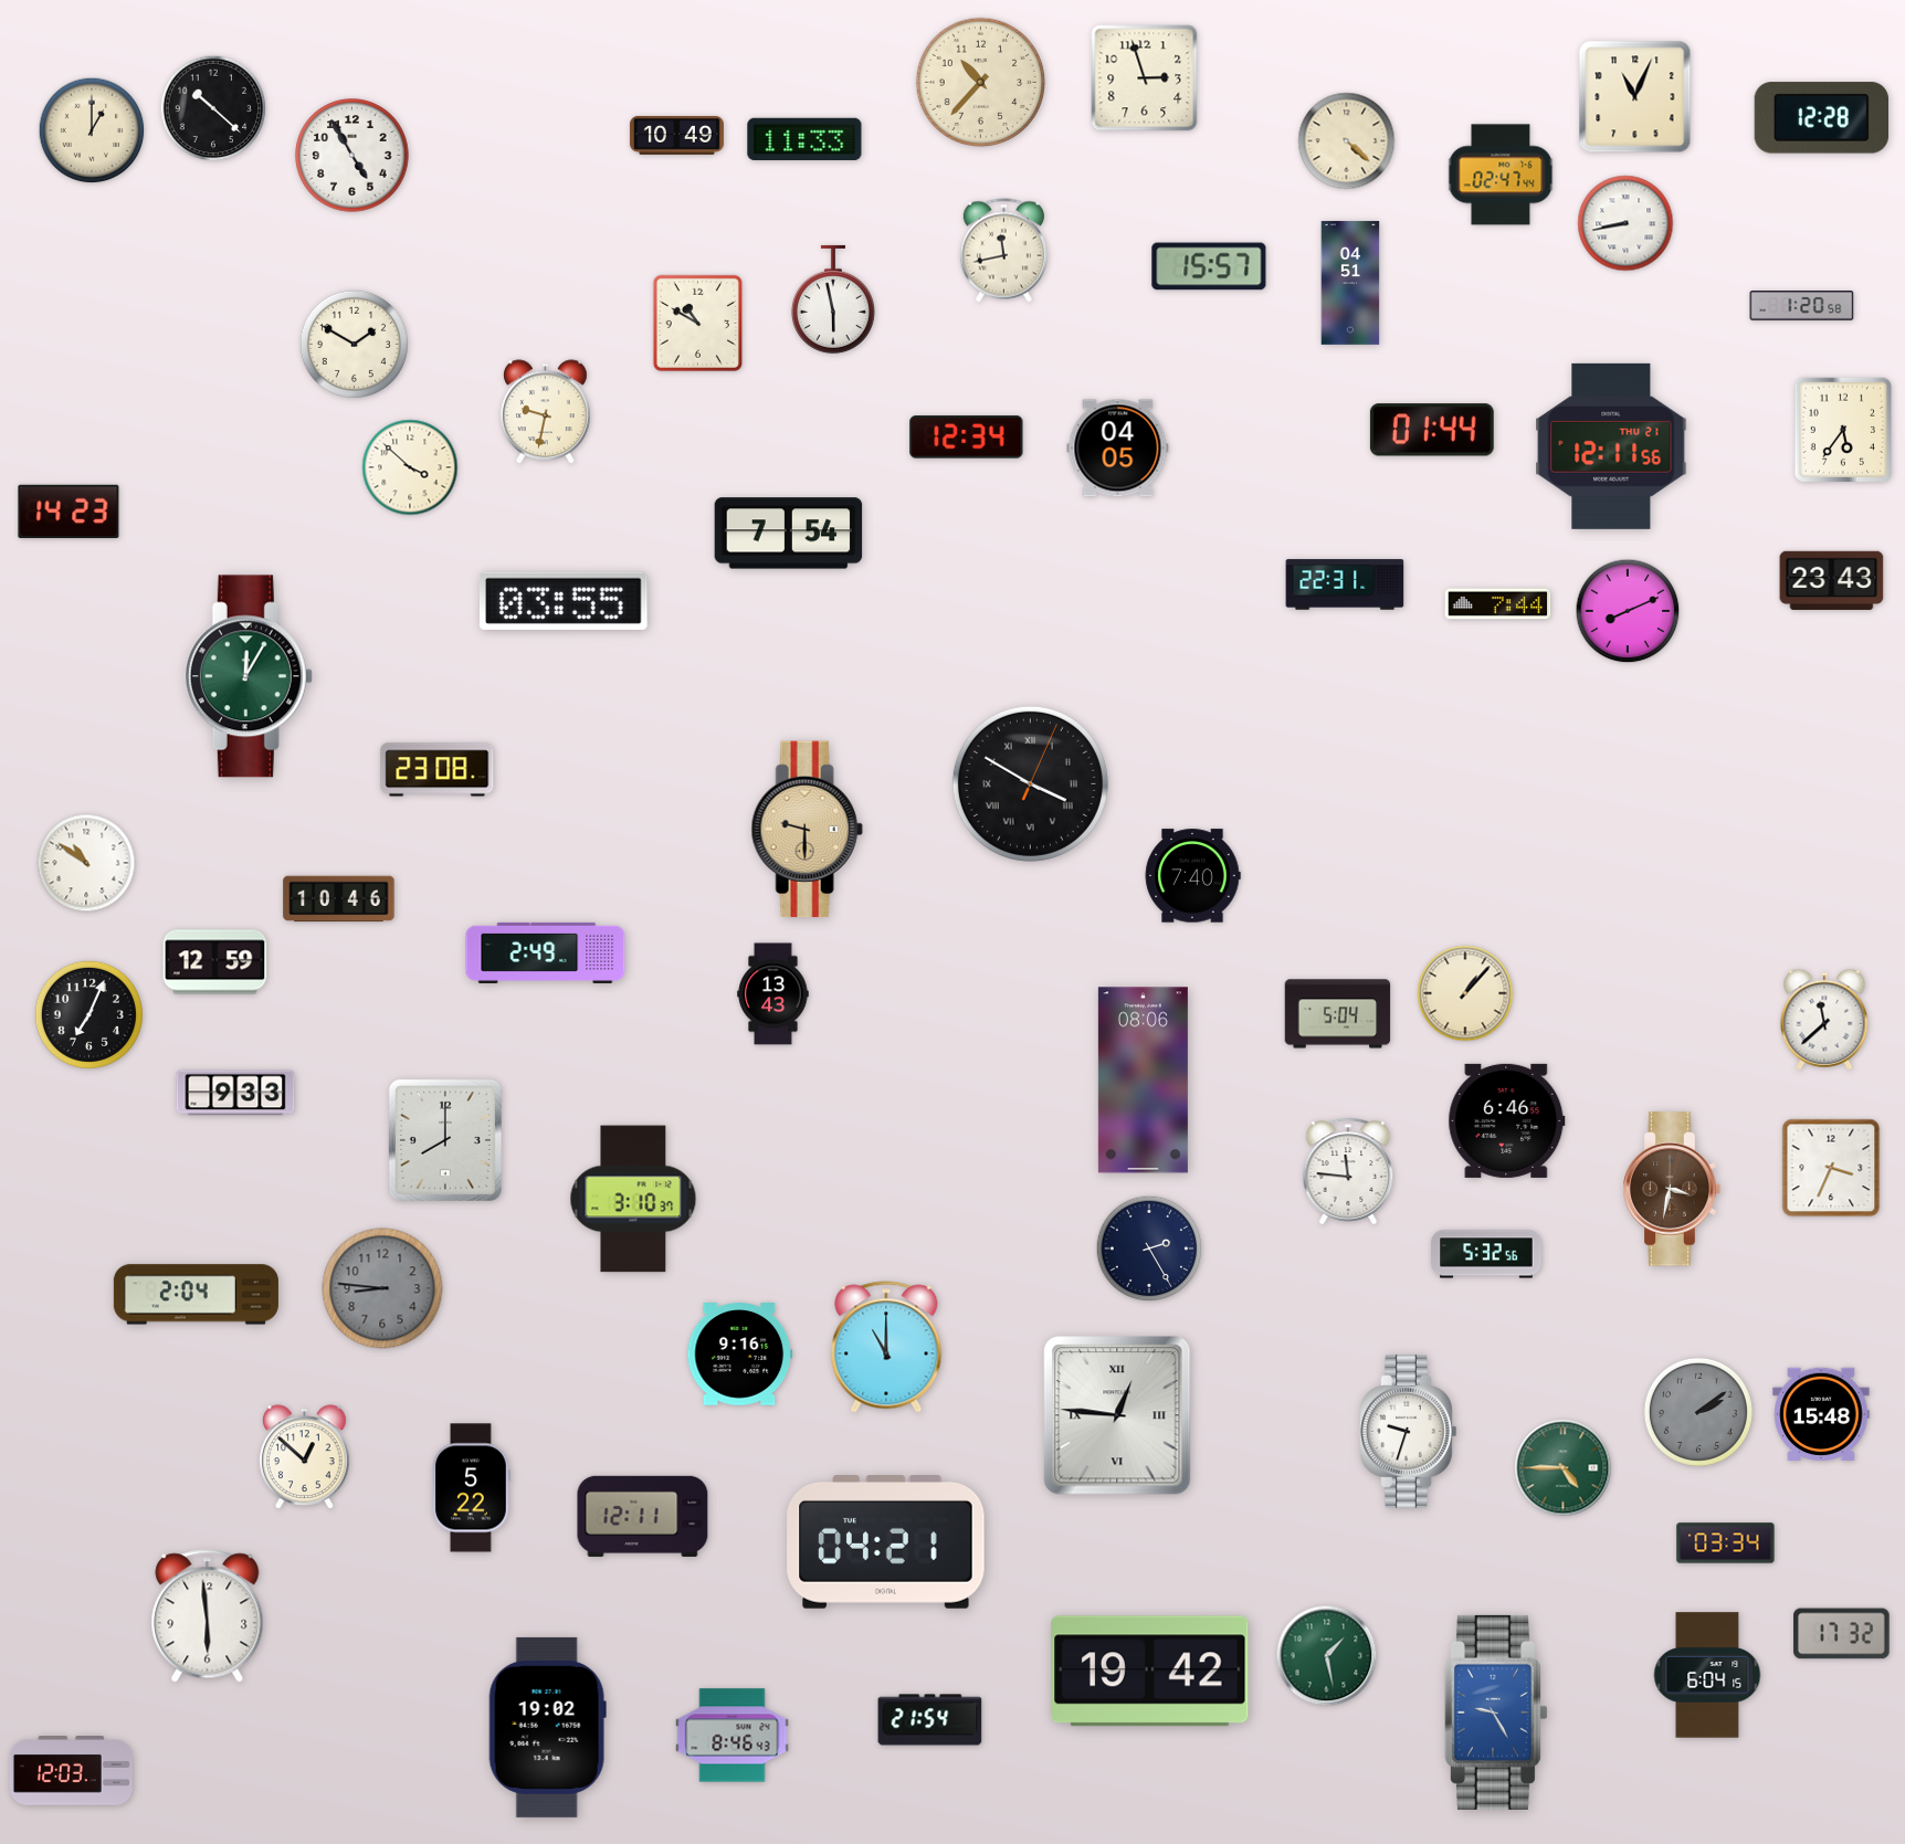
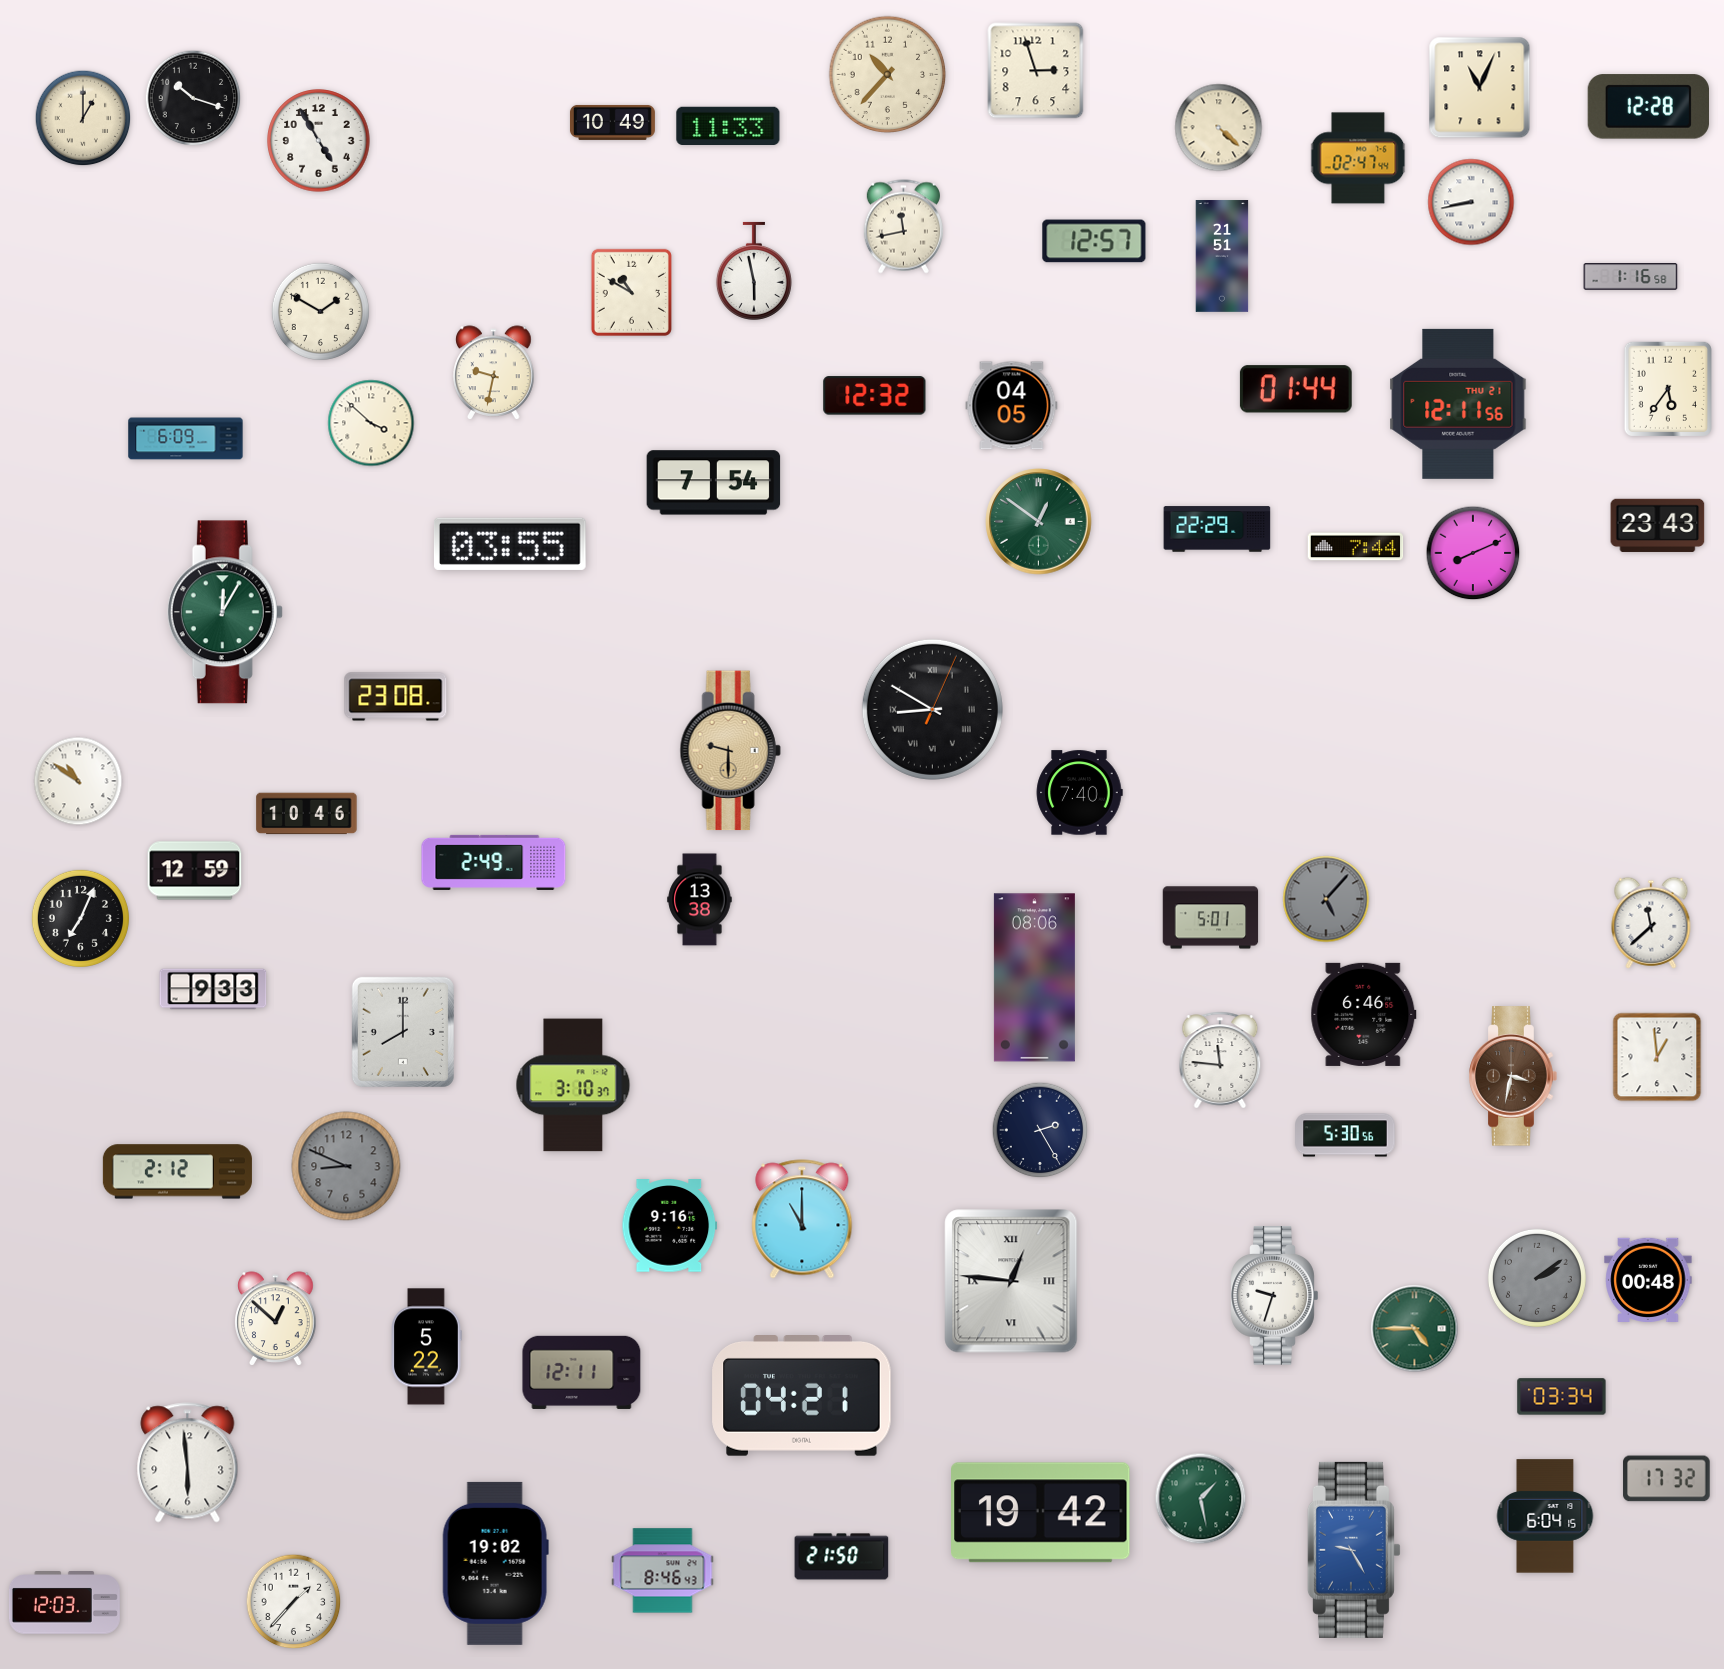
clock at (213, 108): 10:22 -> 10:18
clock at (1003, 251) position: (1003, 251) -> (903, 227)
clock at (1209, 266): 15:57 -> 12:57
clock at (1350, 283): 04:51 -> 21:51
clock at (1802, 306): 1:20 -> 1:16
clock at (967, 438): 12:34 -> 12:32
clock at (186, 439): none -> 6:09
clock at (69, 512): 14:23 -> none
clock at (1039, 522): none -> 12:51
clock at (1345, 584): 22:31 -> 22:29
clock at (1030, 783): 3:50 -> 8:50
clock at (1465, 993): 1:07 -> 5:07
clock at (1465, 993) dial: cream -> grey
clock at (773, 994): 13:43 -> 13:38
clock at (1338, 1014): 5:04 -> 5:01
clock at (1831, 1168): 3:34 -> 12:59
clock at (1486, 1254): 5:32 -> 5:30
clock at (382, 1288): 8:46 -> 8:49
clock at (196, 1295): 2:04 -> 2:12
clock at (1821, 1413): 15:48 -> 00:48
clock at (930, 1720): 21:54 -> 21:50
clock at (294, 1602): none -> 1:37
